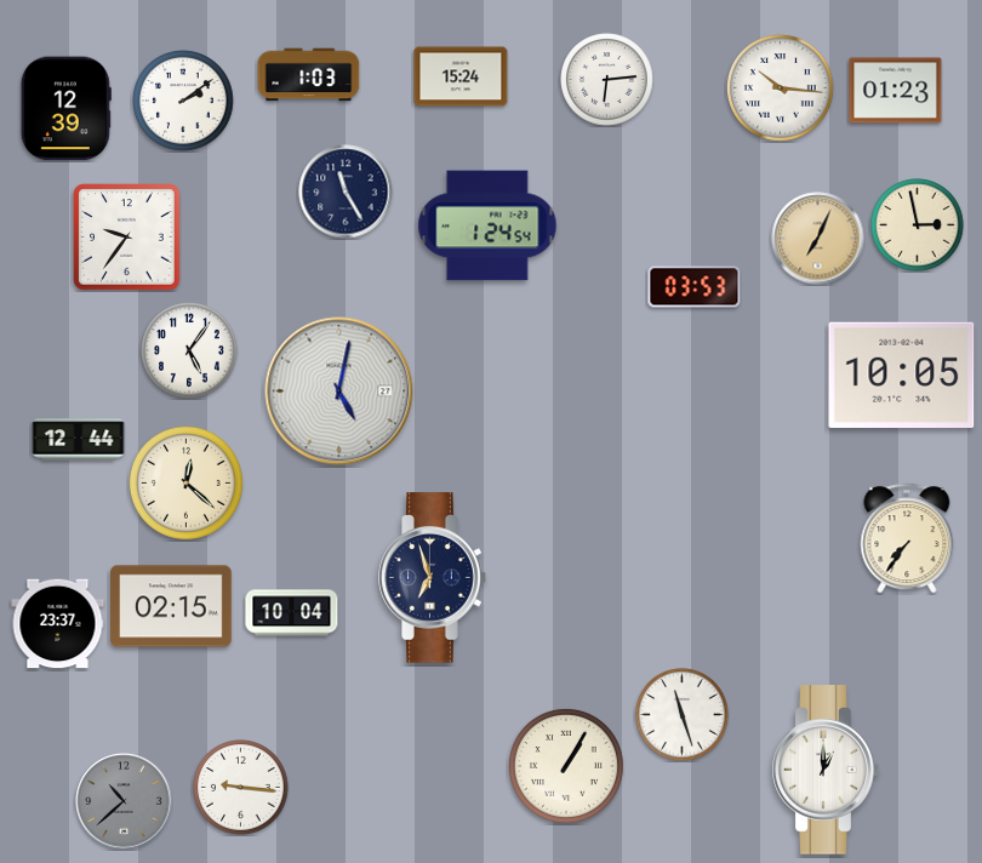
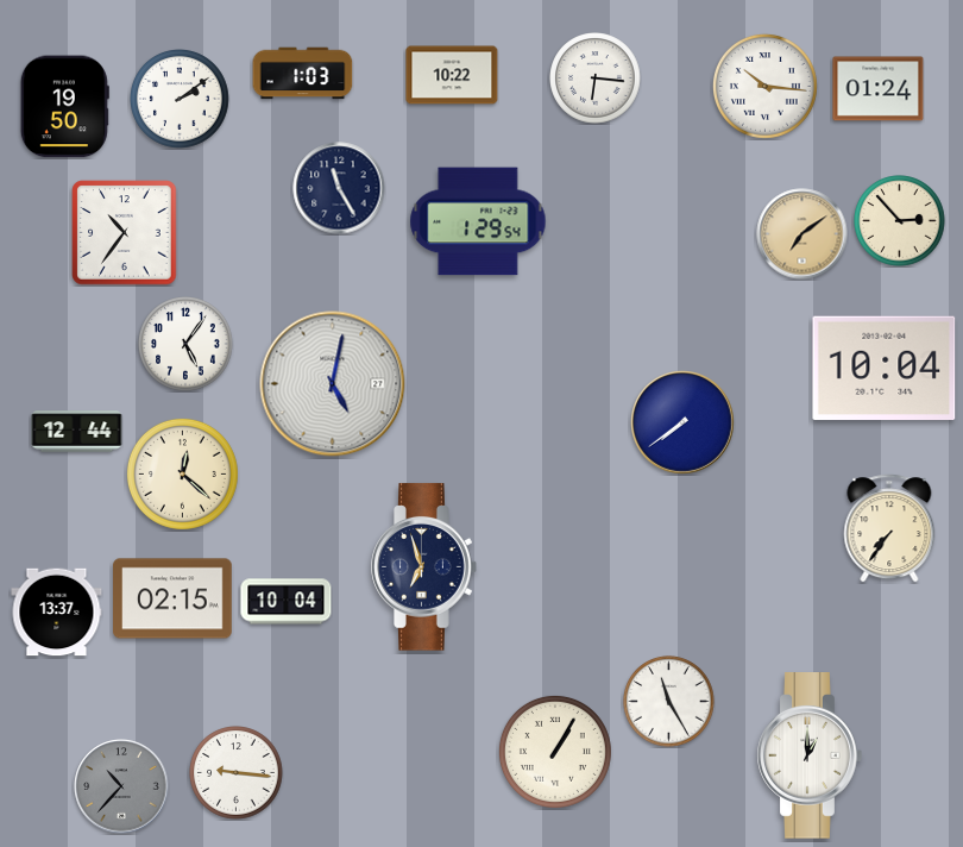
clock at (461, 76): 15:24 -> 10:22
clock at (607, 80): 6:14 -> 6:16
clock at (896, 91): 01:23 -> 01:24
clock at (65, 109): 12:39 -> 19:50
clock at (487, 225): 1:24 -> 1:29
clock at (918, 225): 2:58 -> 2:53
clock at (127, 238): 9:36 -> 10:36
clock at (818, 239): 7:04 -> 7:09
clock at (695, 287): 03:53 -> none
clock at (902, 376): 10:05 -> 10:04
clock at (684, 424): none -> 7:39
clock at (171, 606) position: (171, 606) -> (172, 598)
clock at (58, 624): 23:37 -> 13:37
clock at (683, 715): 11:27 -> 11:25
clock at (124, 801): 10:38 -> 10:37
